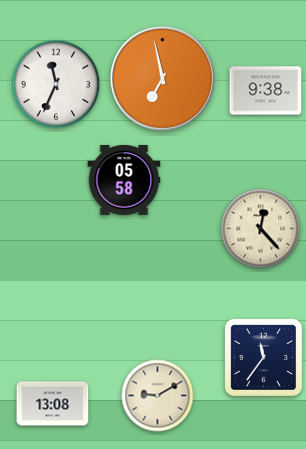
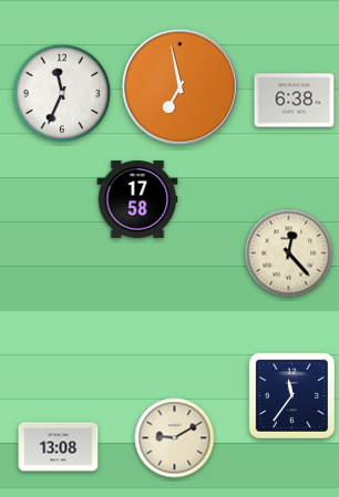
clock at (266, 91): 9:38 -> 6:38
clock at (124, 180): 05:58 -> 17:58
